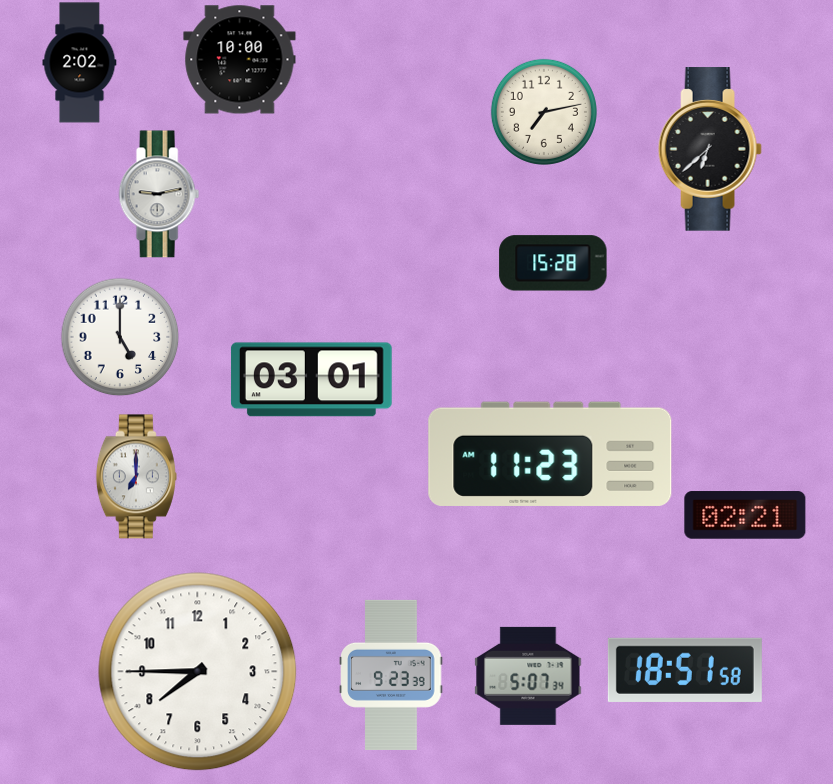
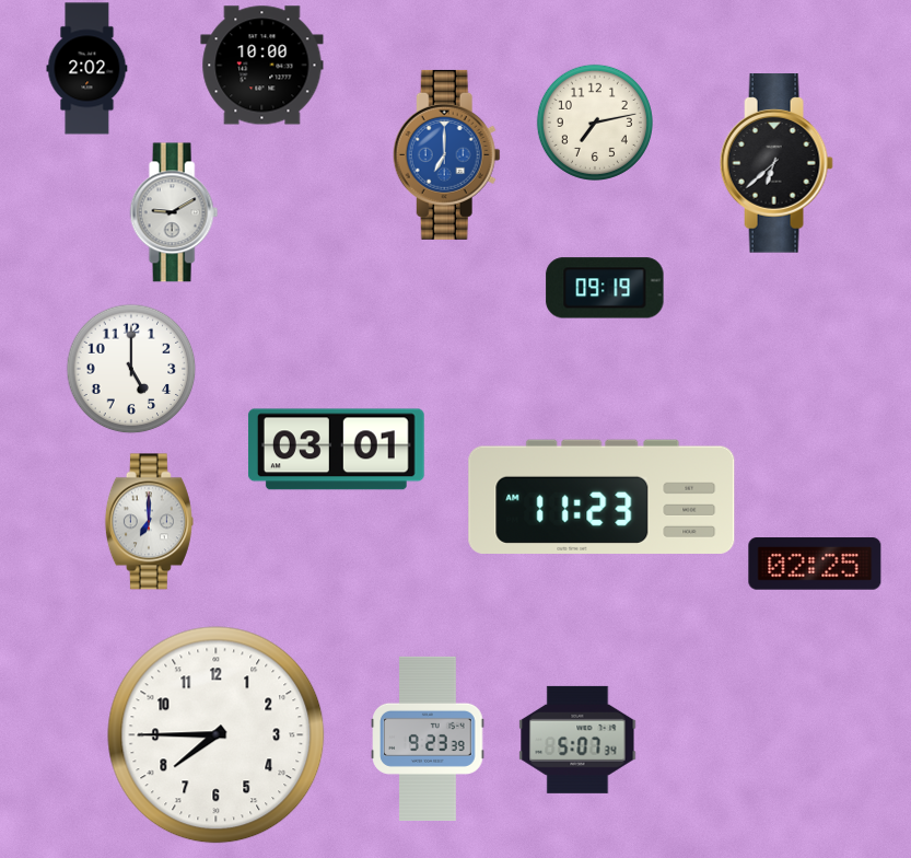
clock at (446, 154): none -> 7:00
clock at (159, 194): 9:13 -> 9:10
clock at (553, 263): 15:28 -> 09:19
clock at (311, 380) position: (311, 380) -> (336, 450)
clock at (745, 515): 02:21 -> 02:25
clock at (685, 670): 18:51 -> none
